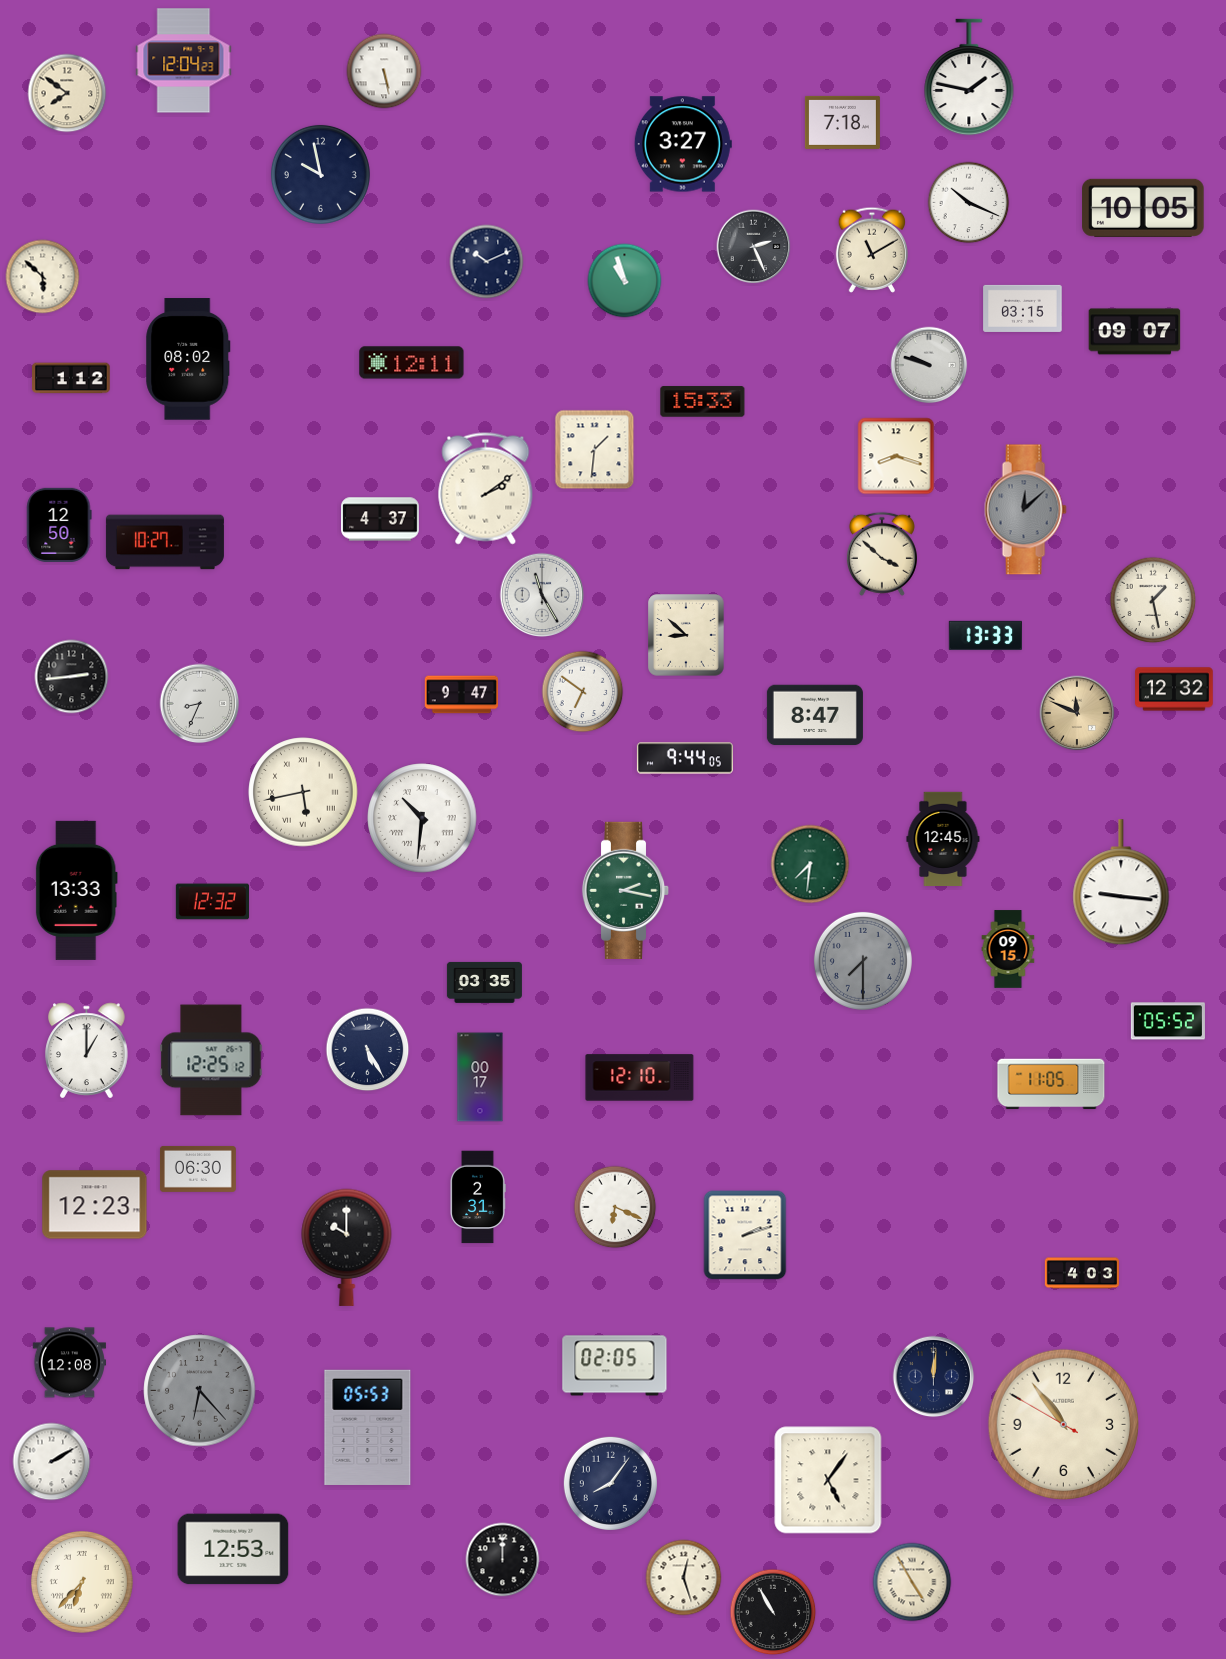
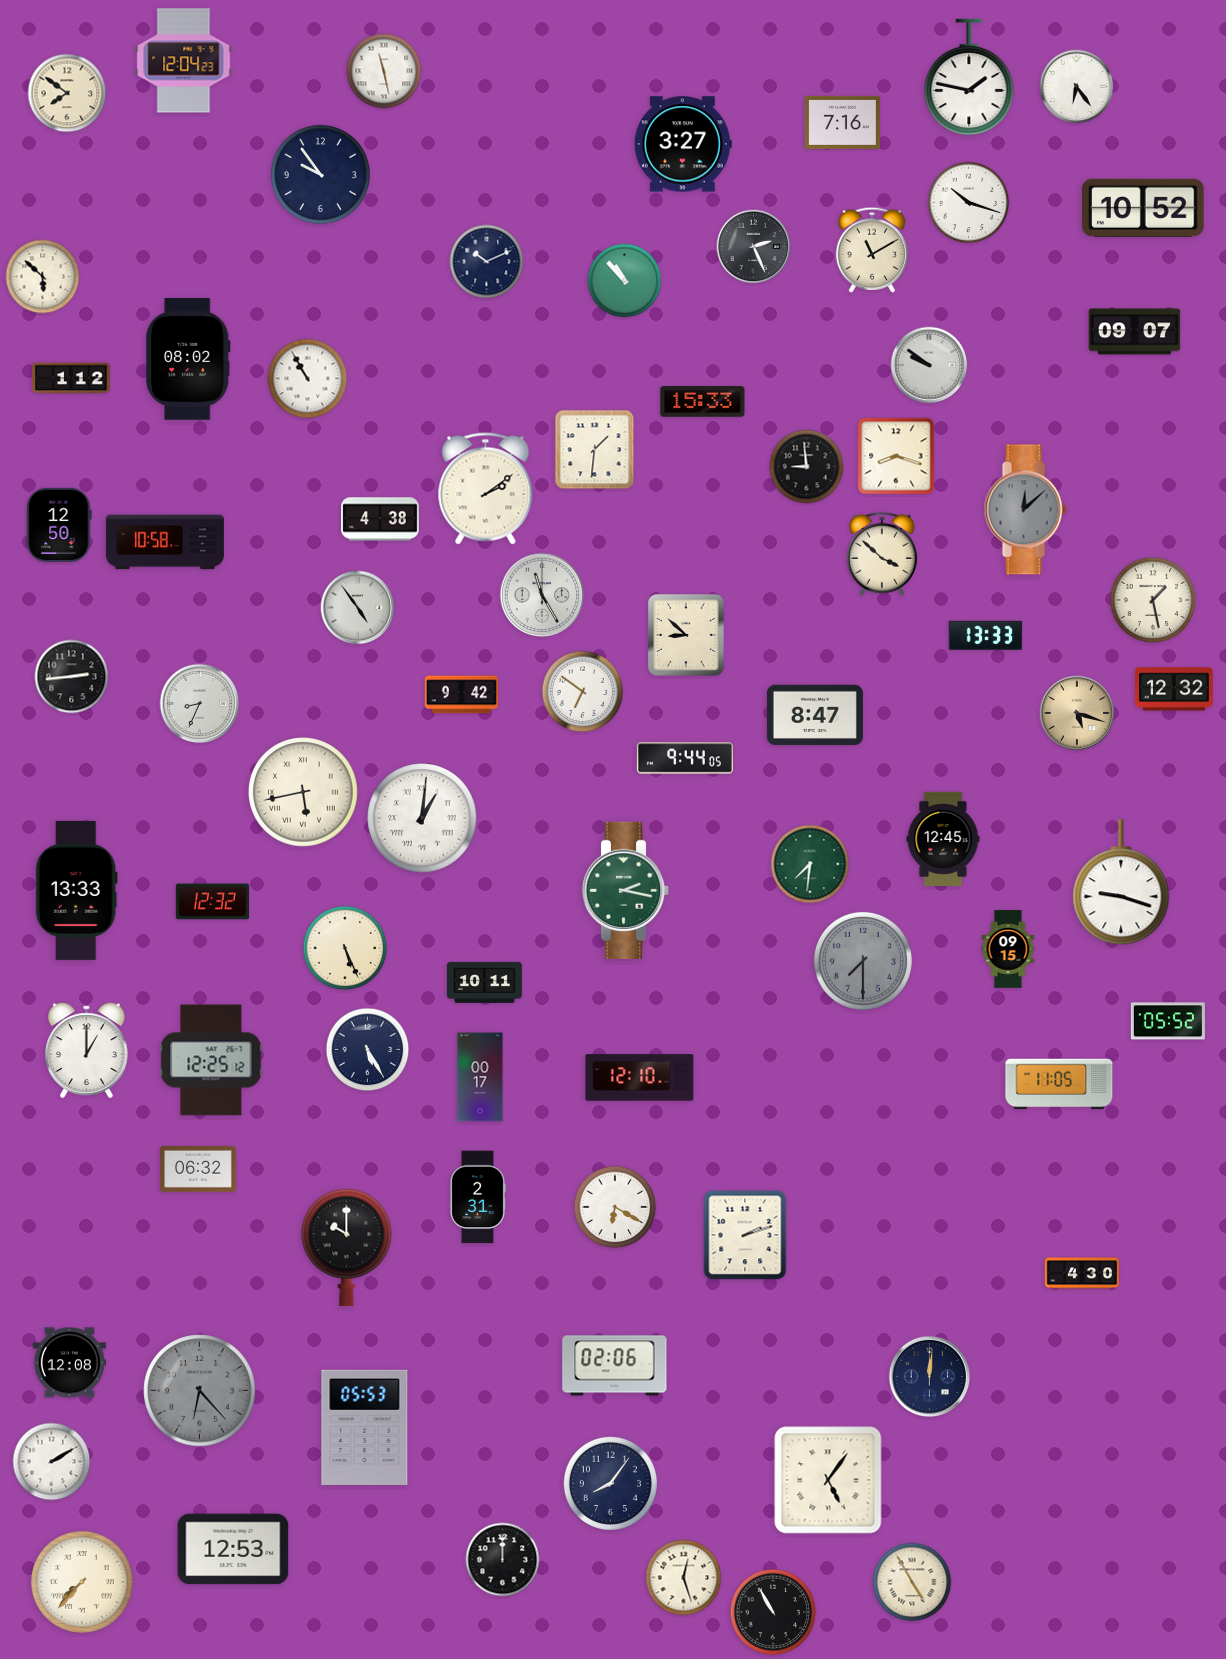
clock at (384, 71): 5:28 -> 11:28
clock at (1077, 87): none -> 6:24
clock at (842, 122): 7:18 -> 7:16
clock at (320, 174): 9:58 -> 9:54
clock at (969, 203): 10:19 -> 10:18
clock at (1143, 208): 10:05 -> 10:52
clock at (625, 281): 10:57 -> 10:53
clock at (1023, 308): 03:15 -> none
clock at (412, 363): 12:11 -> none
clock at (929, 365): 9:48 -> 9:51
clock at (308, 379): none -> 10:55
clock at (807, 467): none -> 8:59
clock at (380, 519): 4:37 -> 4:38
clock at (165, 542): 10:27 -> 10:58
clock at (358, 608): none -> 4:54
clock at (461, 695): 9:47 -> 9:42
clock at (1077, 713): 11:49 -> 5:18
clock at (422, 818): 10:31 -> 1:01
clock at (1121, 883): 9:16 -> 9:18
clock at (345, 948): none -> 5:26
clock at (484, 982): 03:35 -> 10:11
clock at (1051, 1084) position: (1051, 1084) -> (1059, 1084)
clock at (198, 1169): 06:30 -> 06:32
clock at (95, 1205): 12:23 -> none
clock at (615, 1207): 6:19 -> 6:20
clock at (1082, 1273): 4:03 -> 4:30
clock at (615, 1366): 02:05 -> 02:06
clock at (934, 1377) position: (934, 1377) -> (930, 1377)
clock at (1063, 1424): 10:53 -> none
clock at (368, 1427) position: (368, 1427) -> (365, 1427)
clock at (82, 1582): 6:37 -> 7:37
